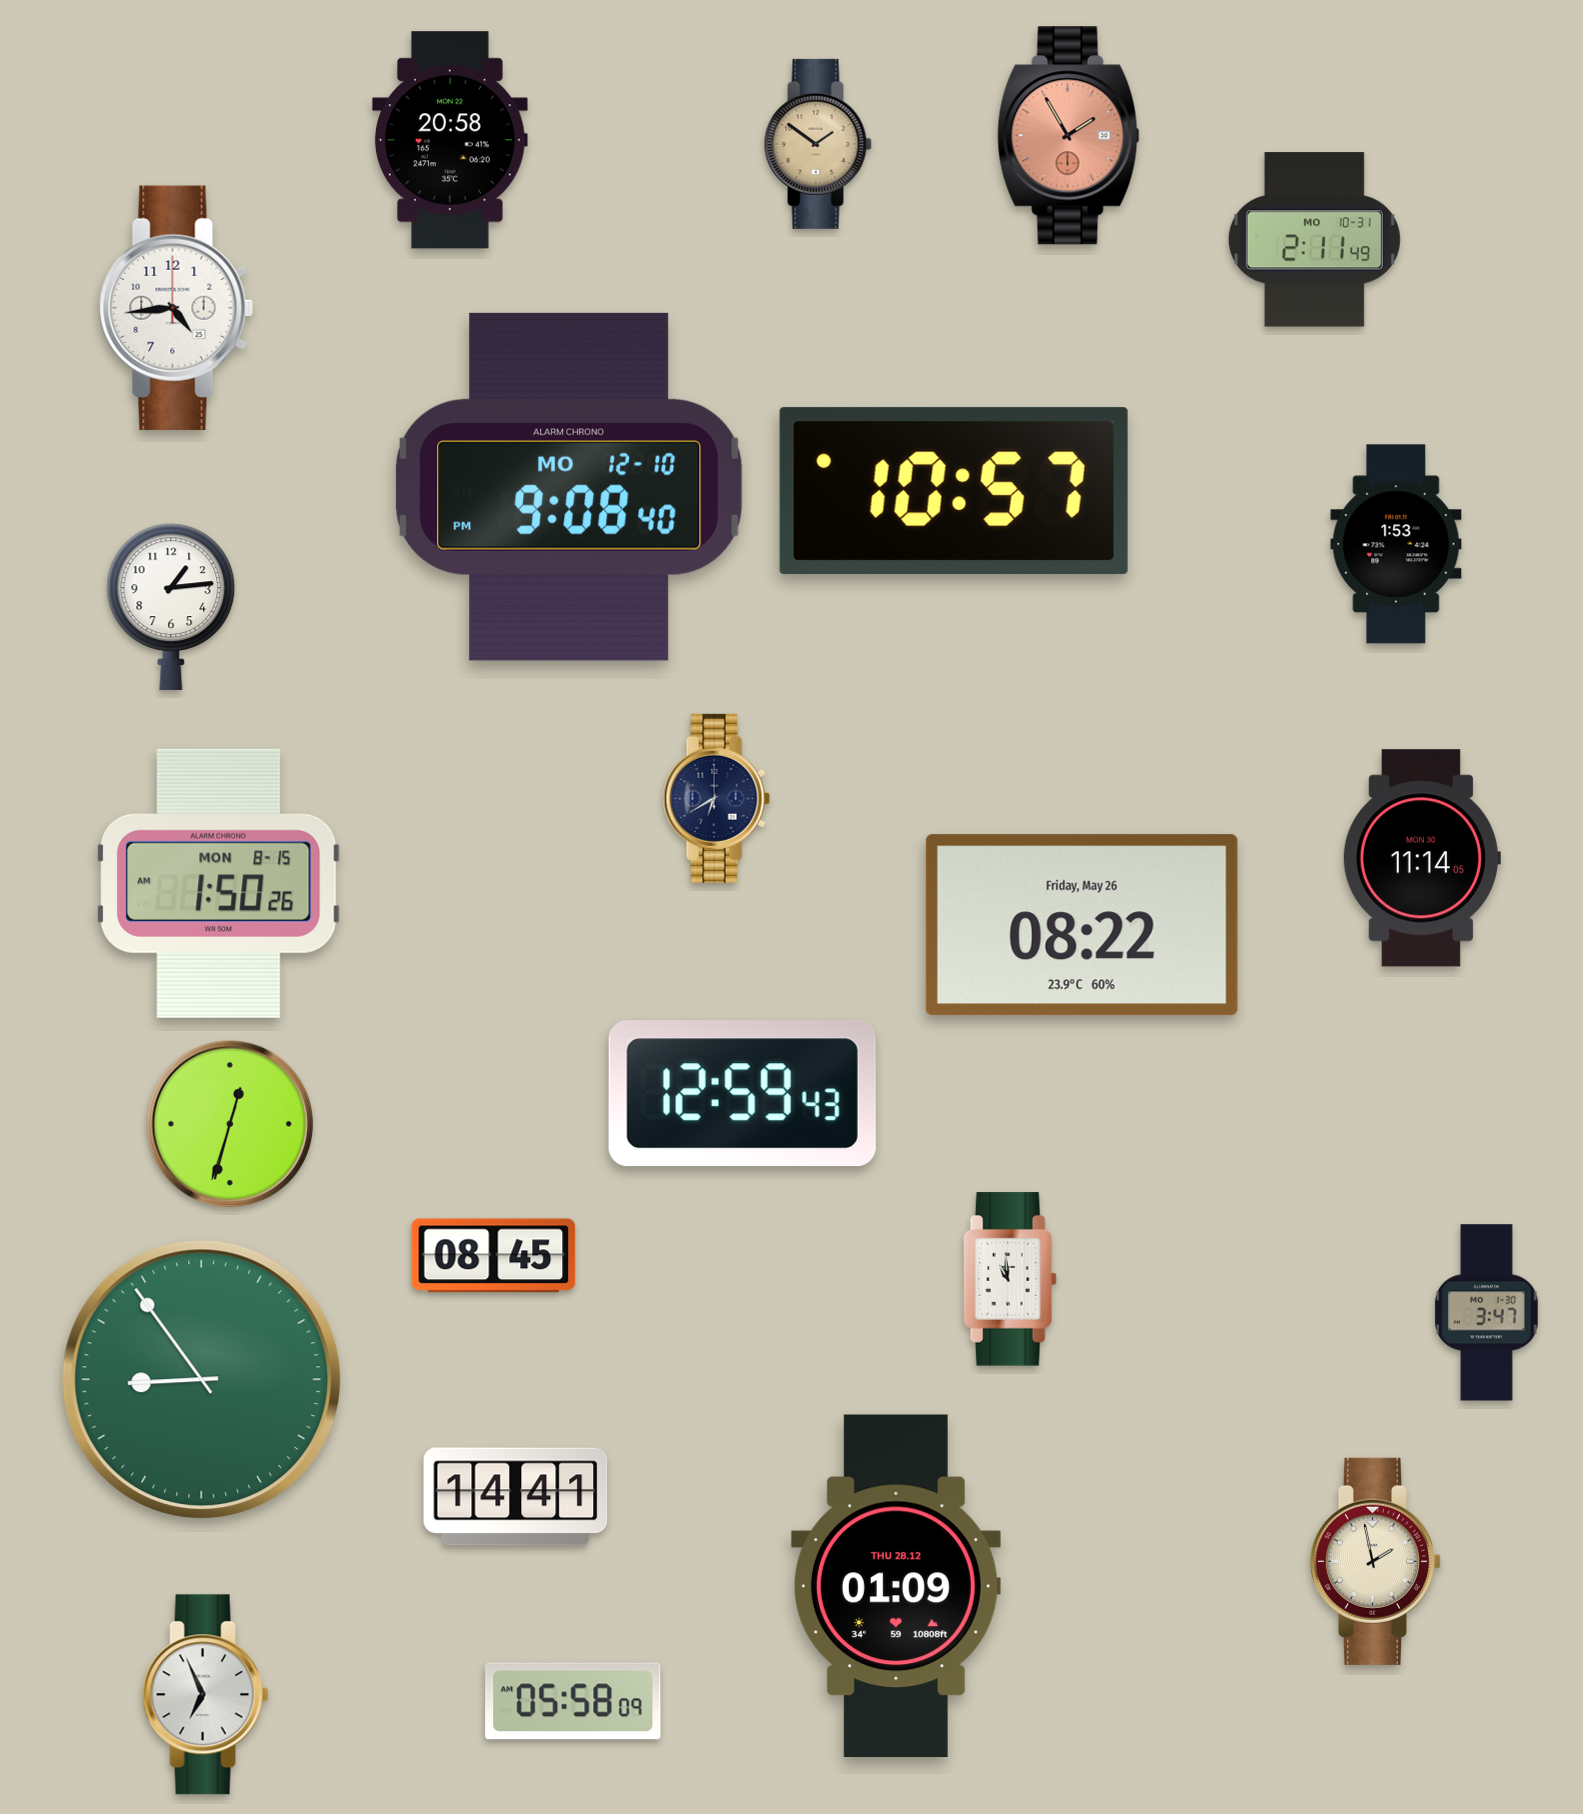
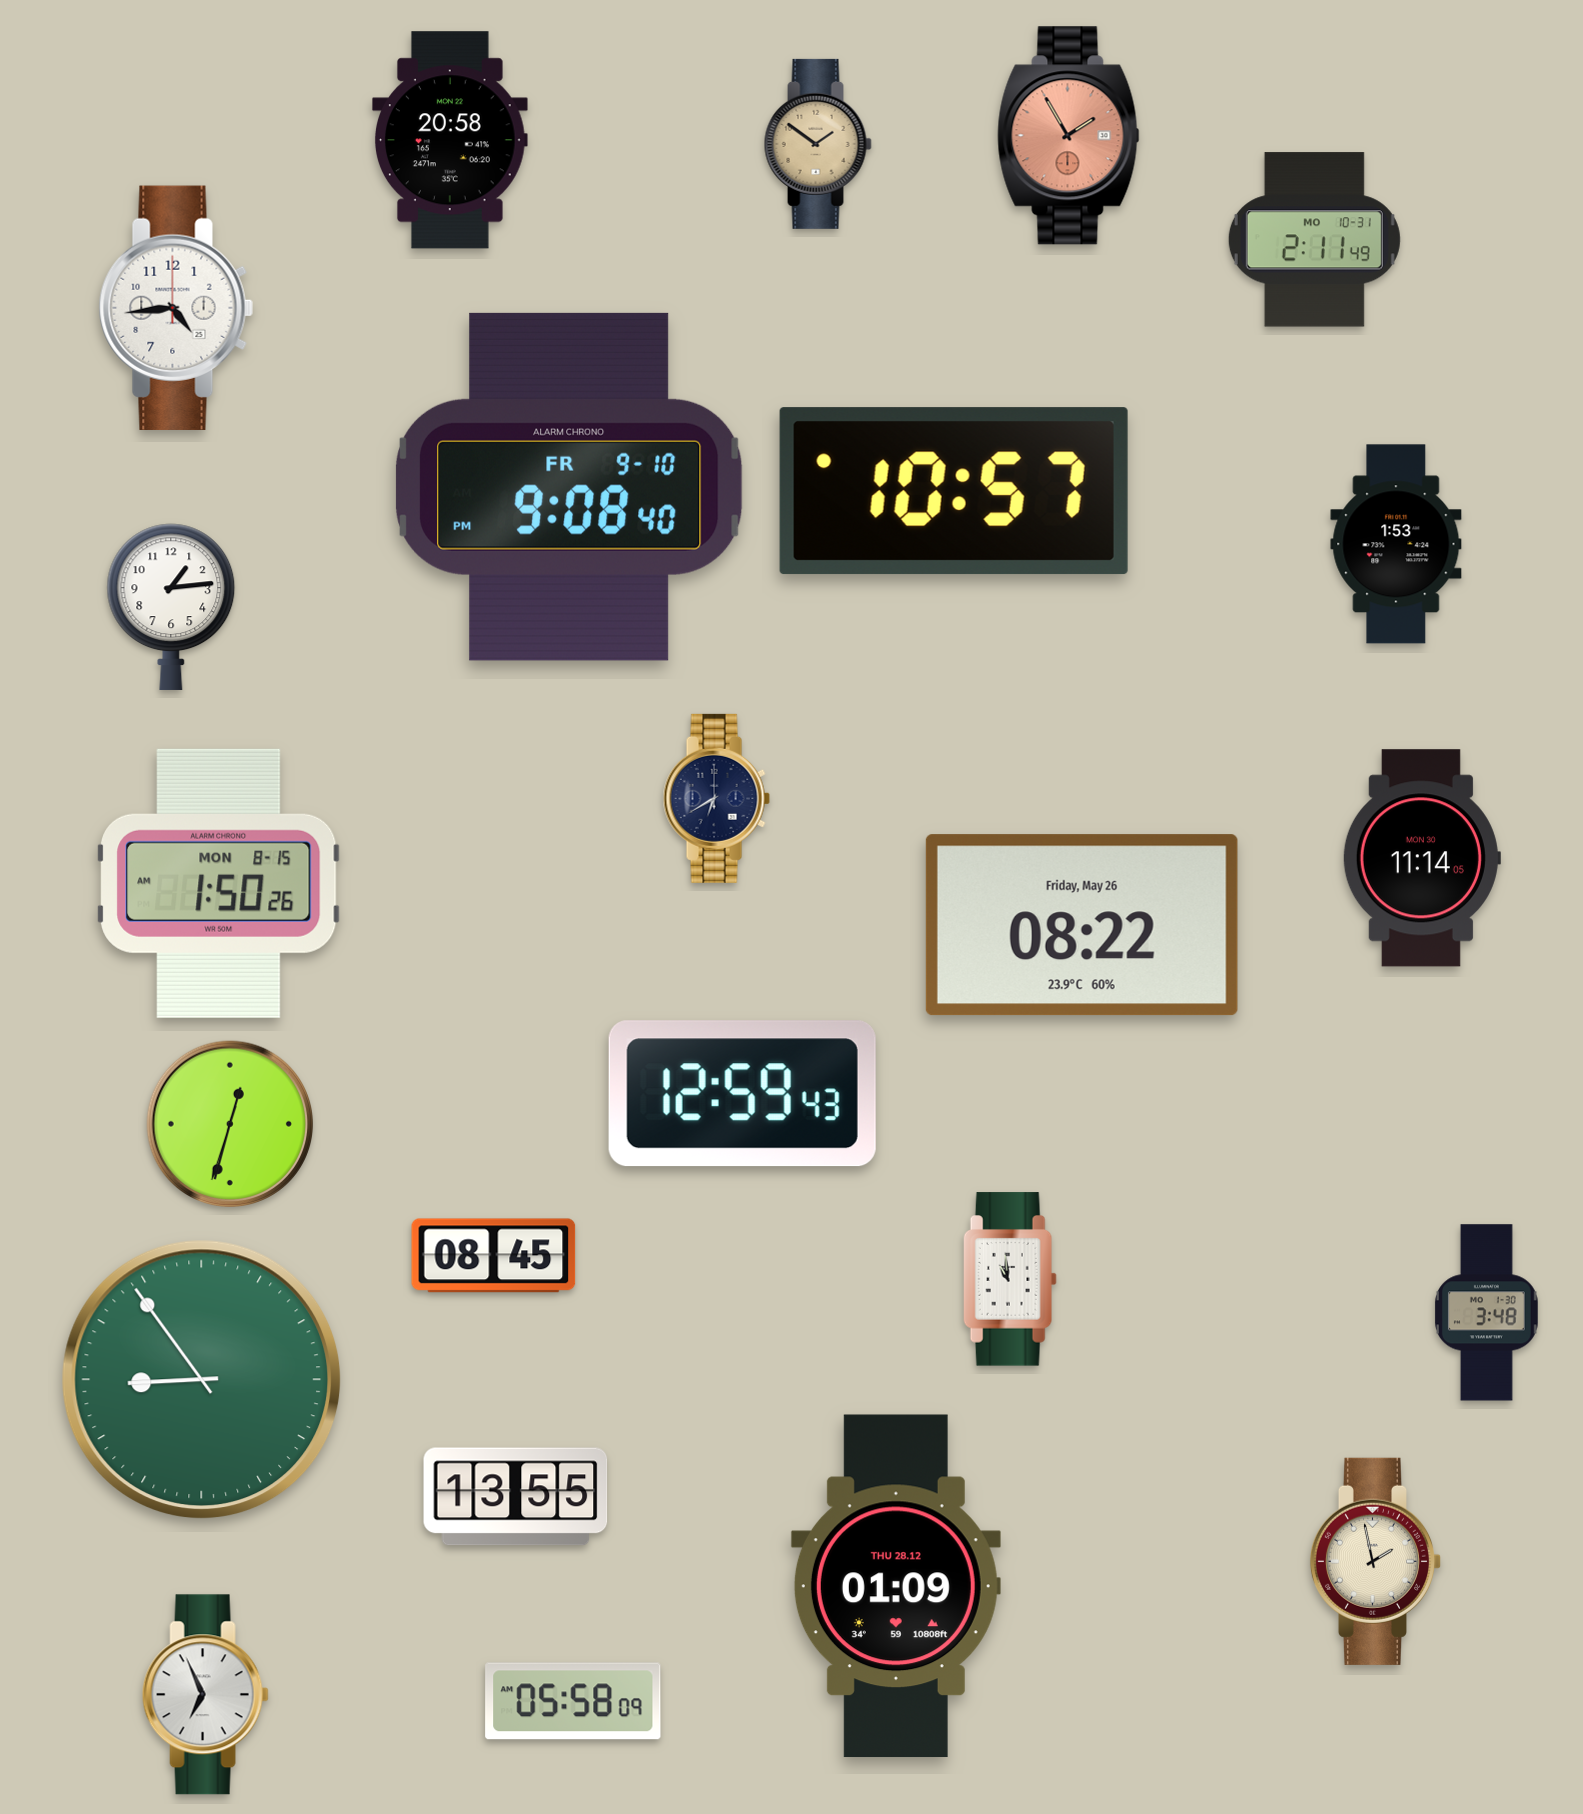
clock at (569, 487) date: MO 12-10 -> FR 9-10
clock at (1487, 1313): 3:47 -> 3:48
clock at (516, 1497): 14:41 -> 13:55
